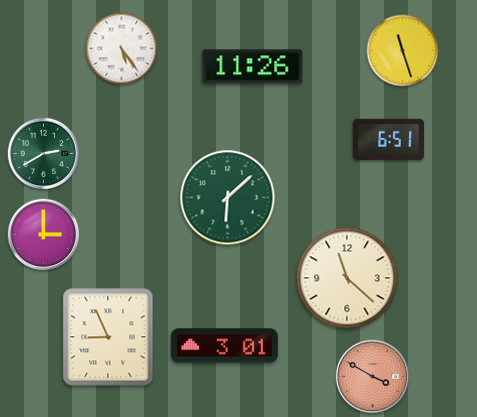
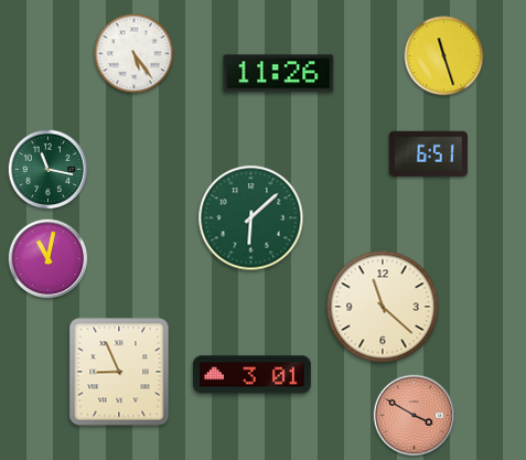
clock at (44, 154): 2:40 -> 11:17
clock at (44, 235): 3:00 -> 11:02
clock at (224, 346) position: (224, 346) -> (251, 375)
clock at (373, 377) position: (373, 377) -> (415, 416)
